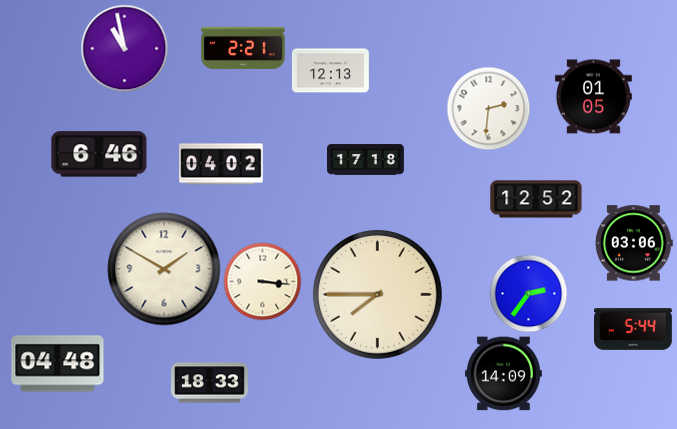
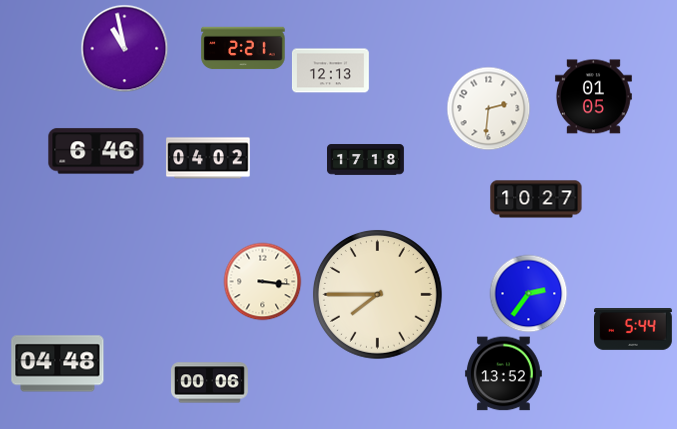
clock at (99, 154) position: (99, 154) -> (96, 151)
clock at (221, 164) position: (221, 164) -> (208, 158)
clock at (536, 199): 12:52 -> 10:27
clock at (634, 243): 03:06 -> none
clock at (164, 269): 1:50 -> none
clock at (503, 374): 14:09 -> 13:52
clock at (210, 383): 18:33 -> 00:06
